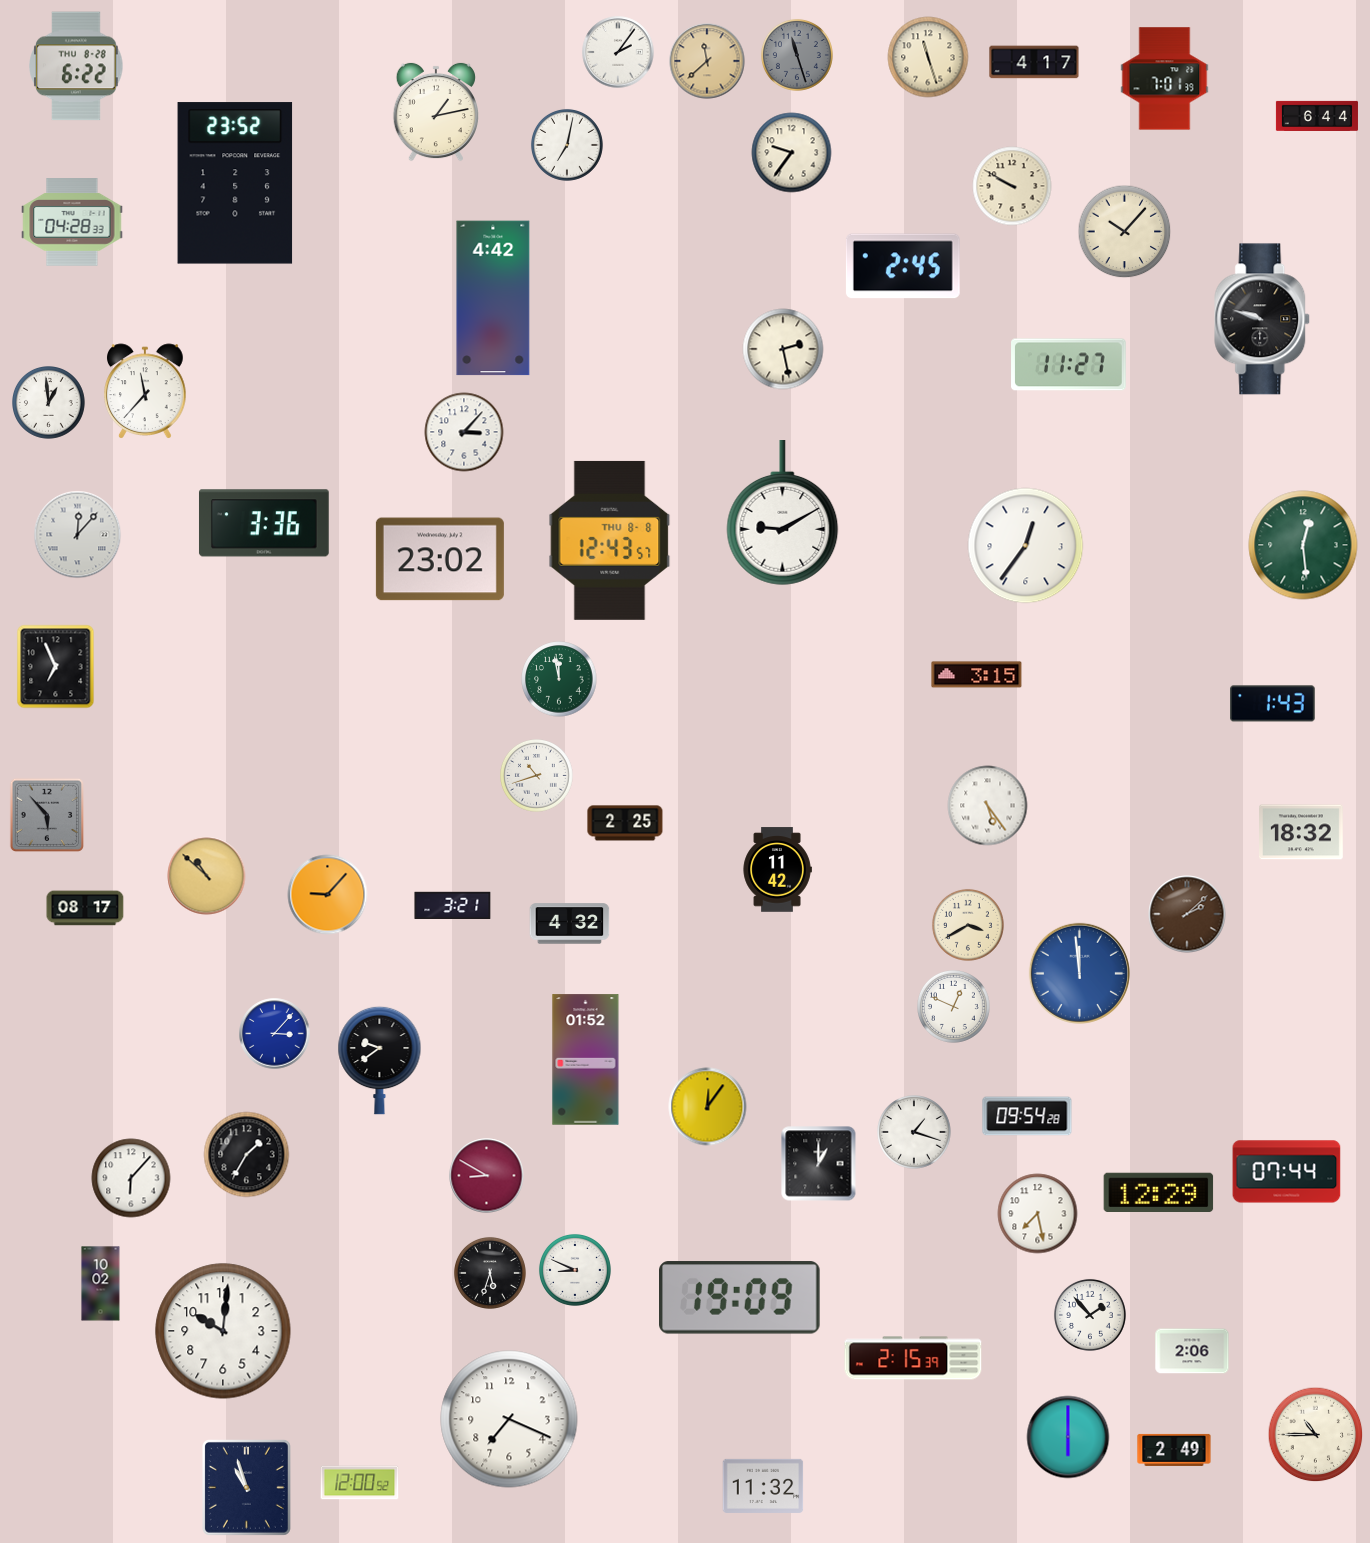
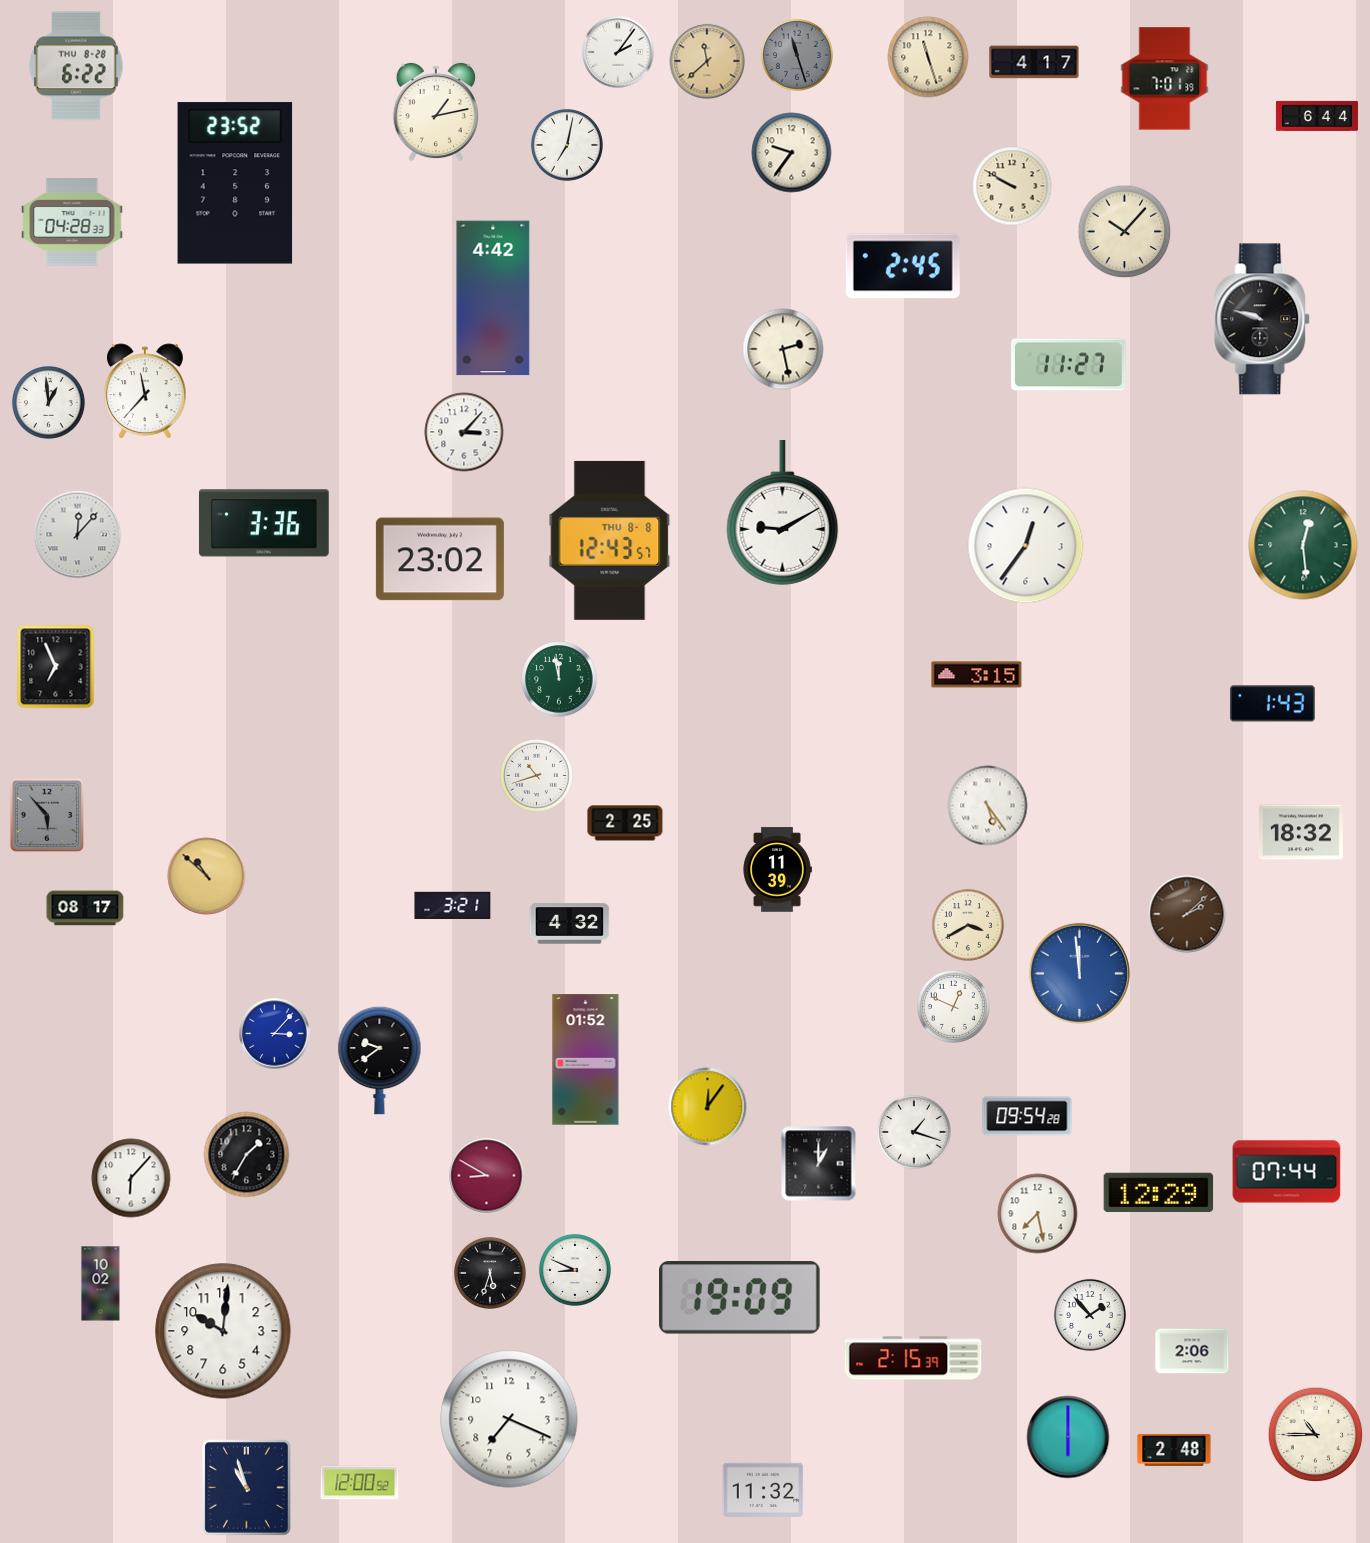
clock at (777, 870): 11:42 -> 11:39
clock at (328, 895): 9:07 -> none
clock at (1174, 1450): 2:49 -> 2:48
clock at (763, 1486) position: (763, 1486) -> (763, 1490)
